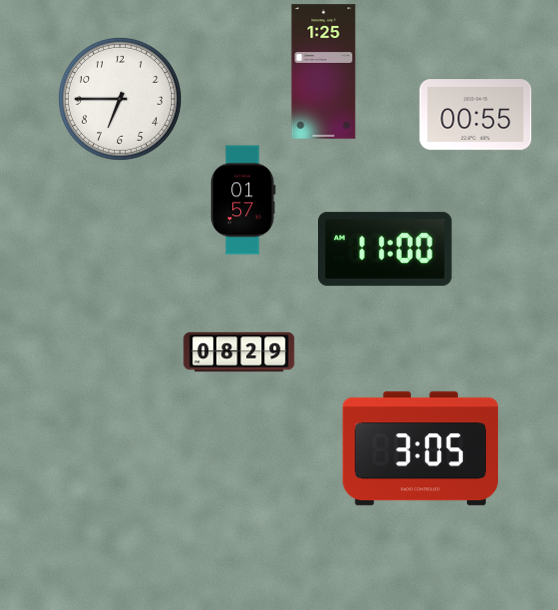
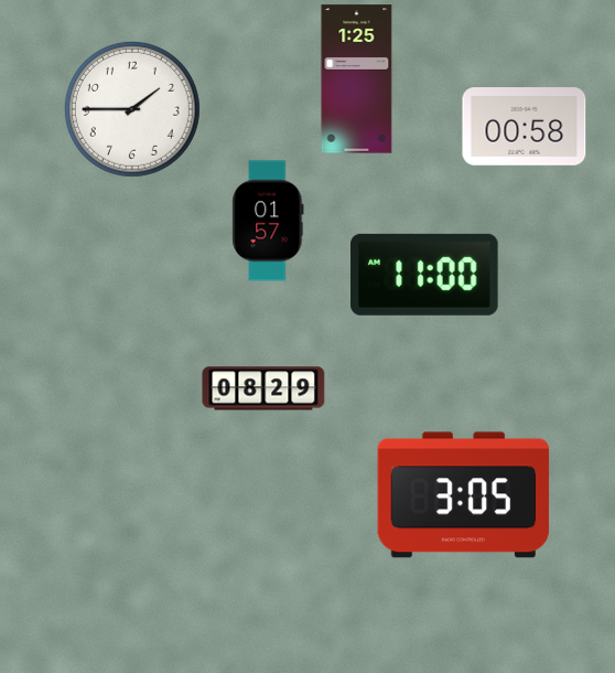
clock at (120, 99): 6:45 -> 1:45
clock at (476, 115): 00:55 -> 00:58
